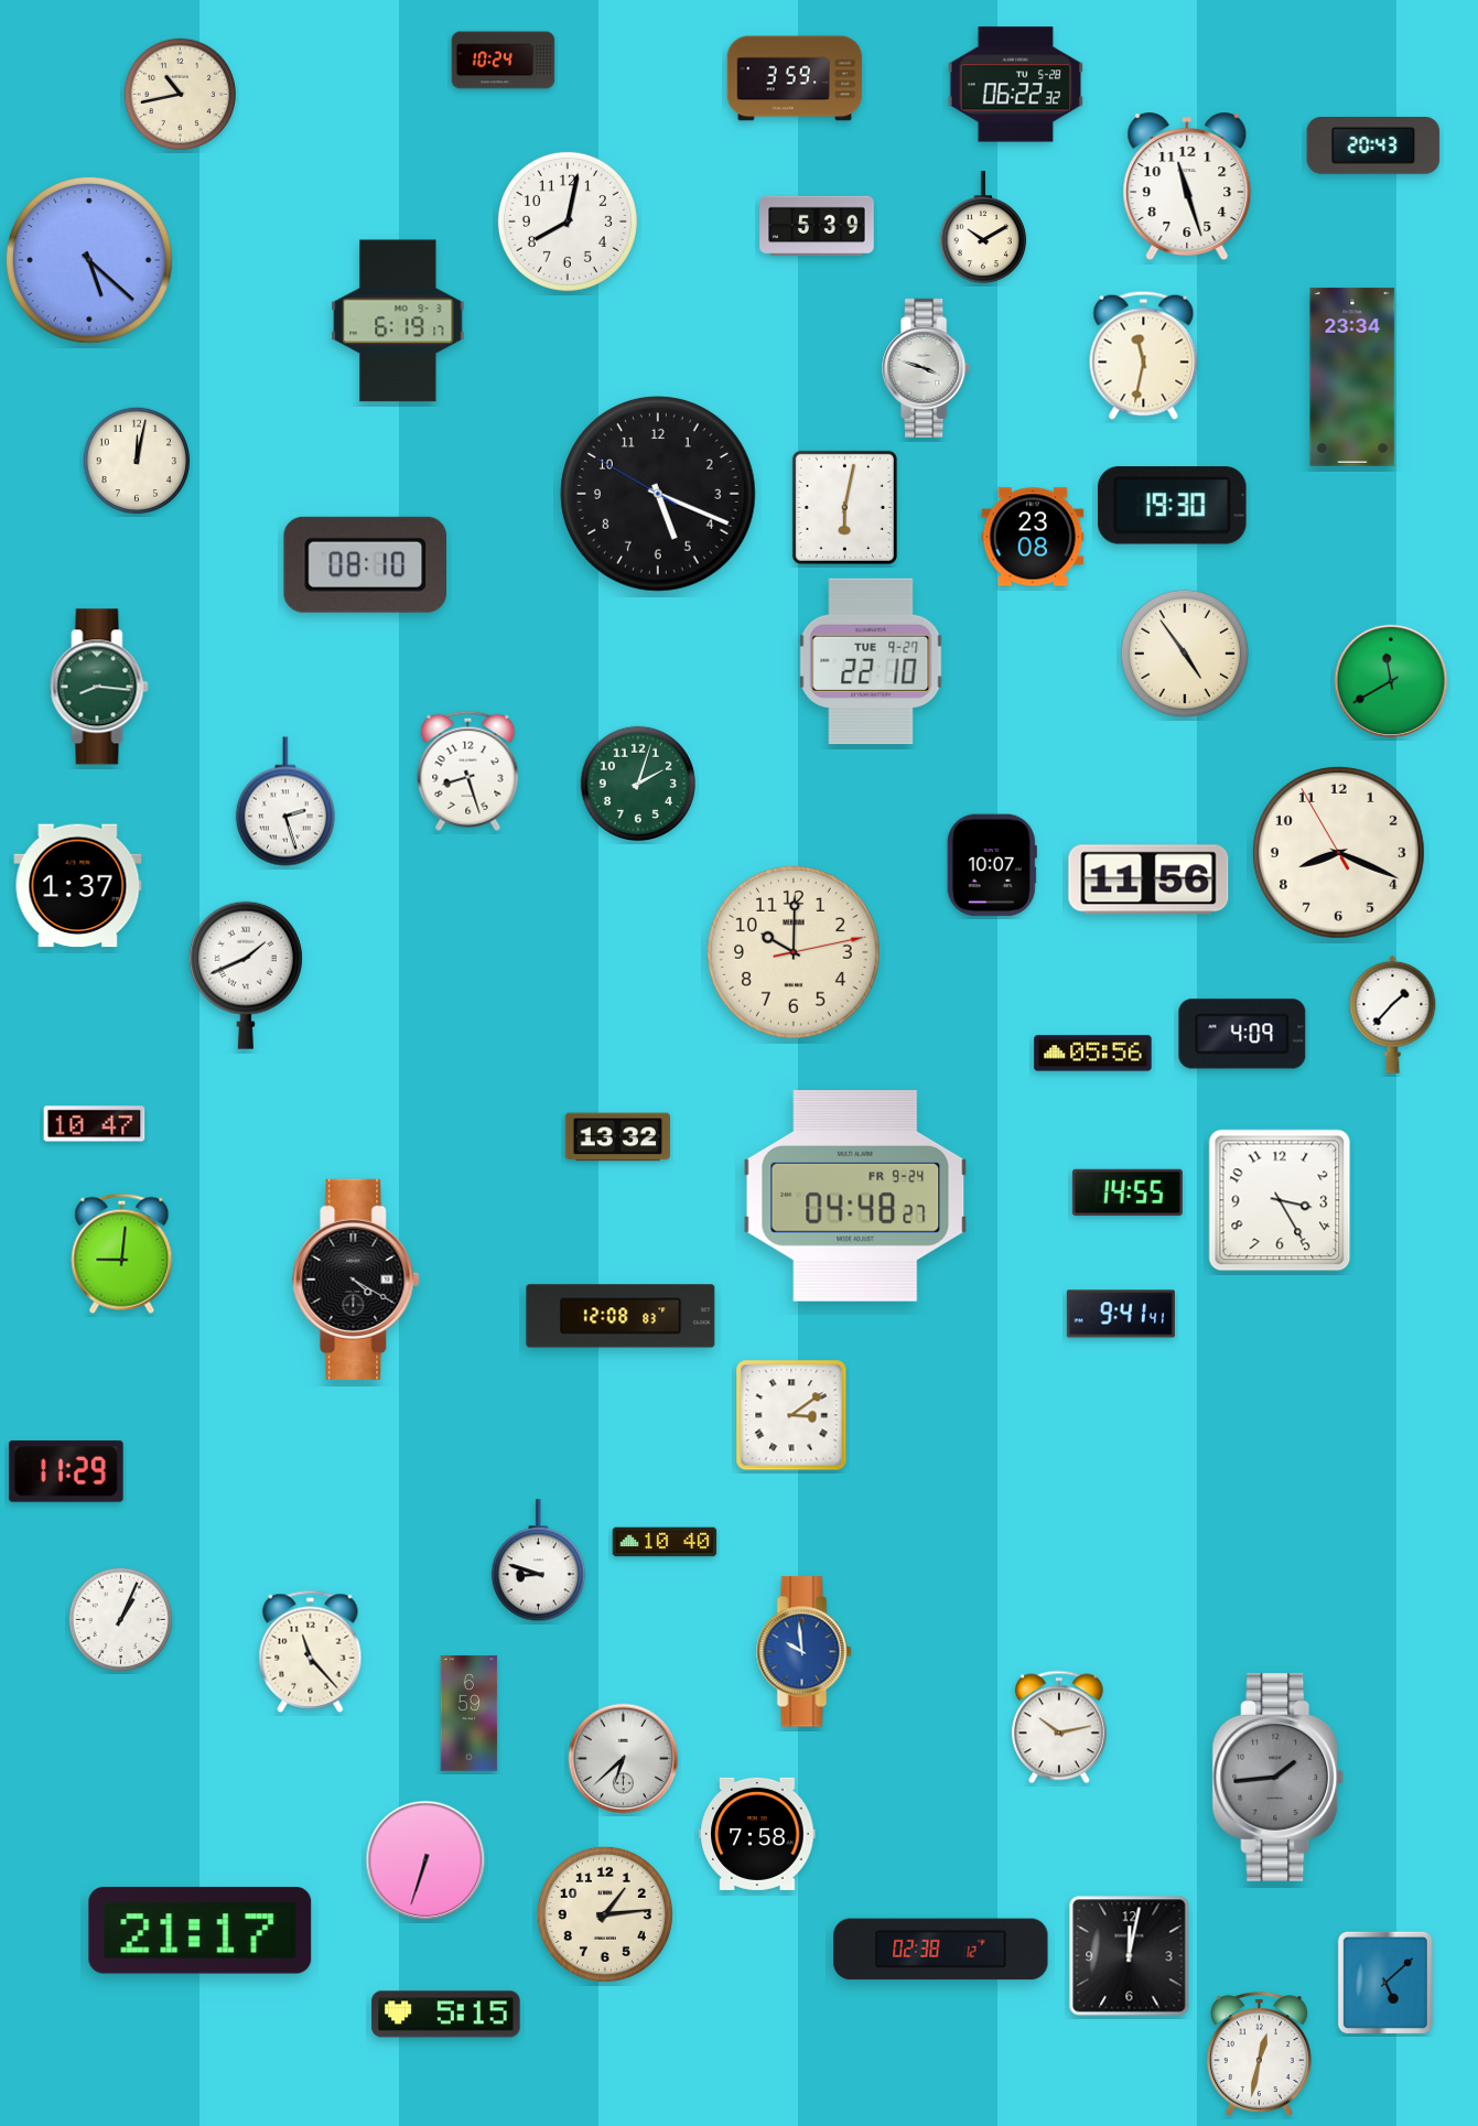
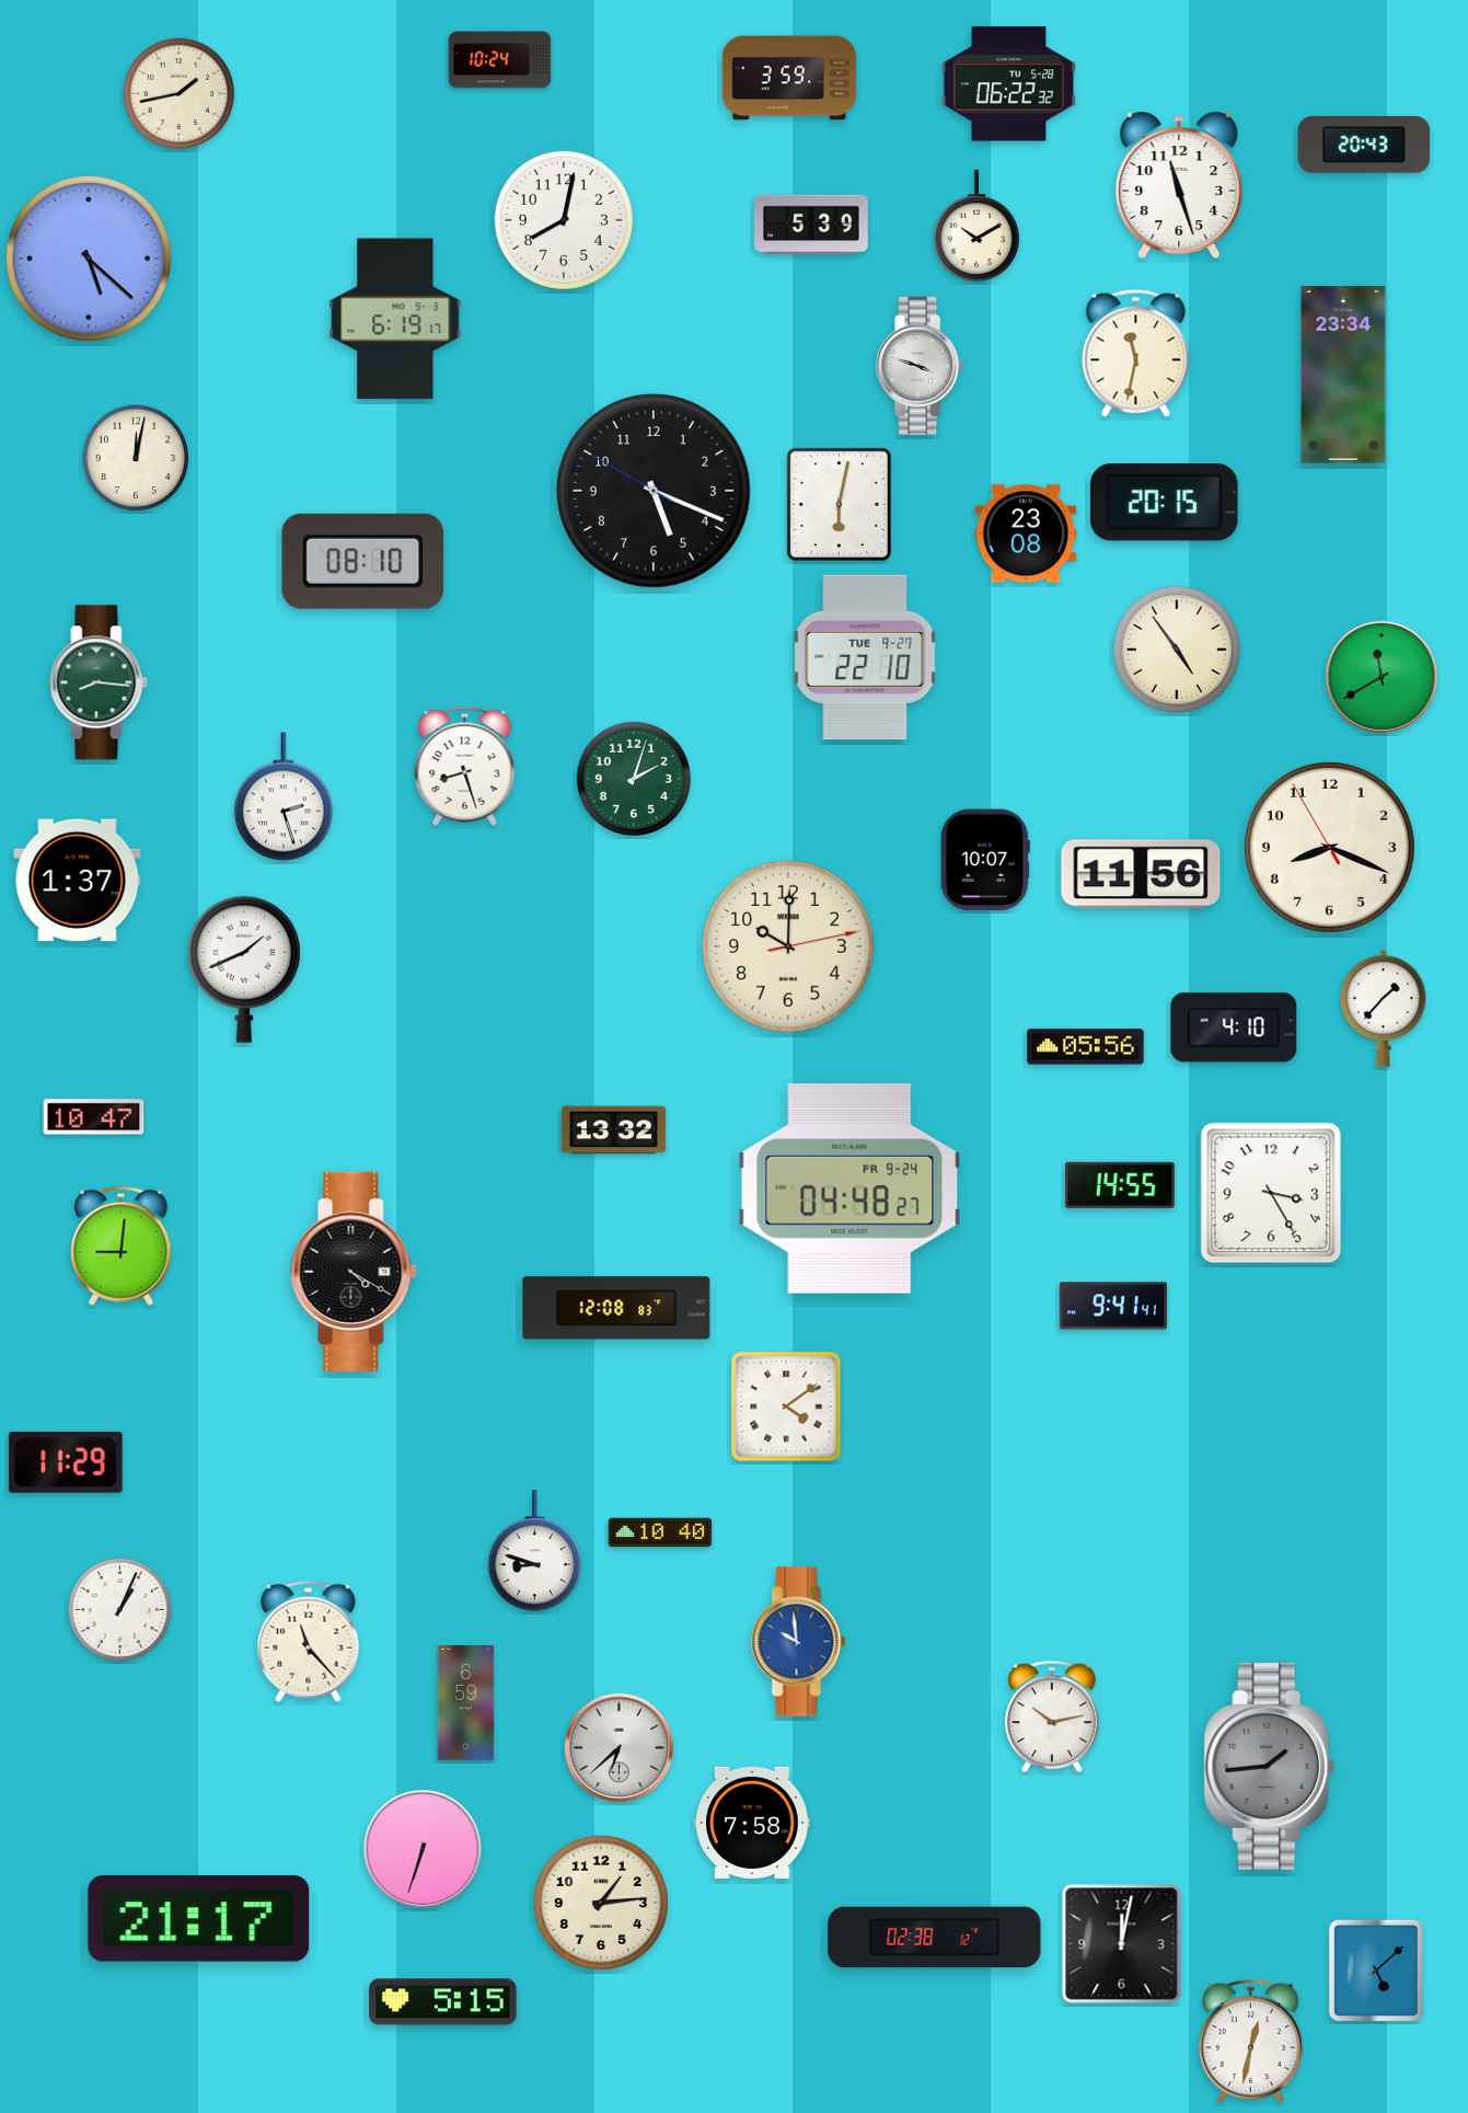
clock at (180, 94): 10:43 -> 1:43
clock at (1173, 506): 19:30 -> 20:15
clock at (1242, 1034): 4:09 -> 4:10
clock at (791, 1415): 3:09 -> 4:09
